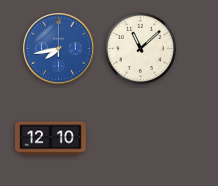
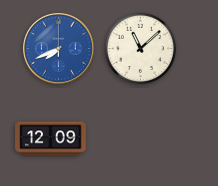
clock at (59, 49): 7:43 -> 7:41
clock at (51, 139): 12:10 -> 12:09
